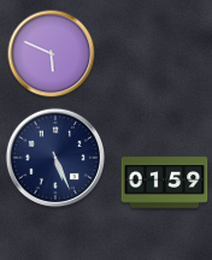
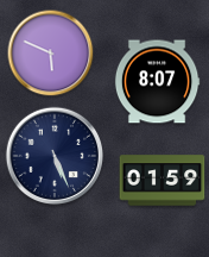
clock at (157, 82): none -> 8:07
